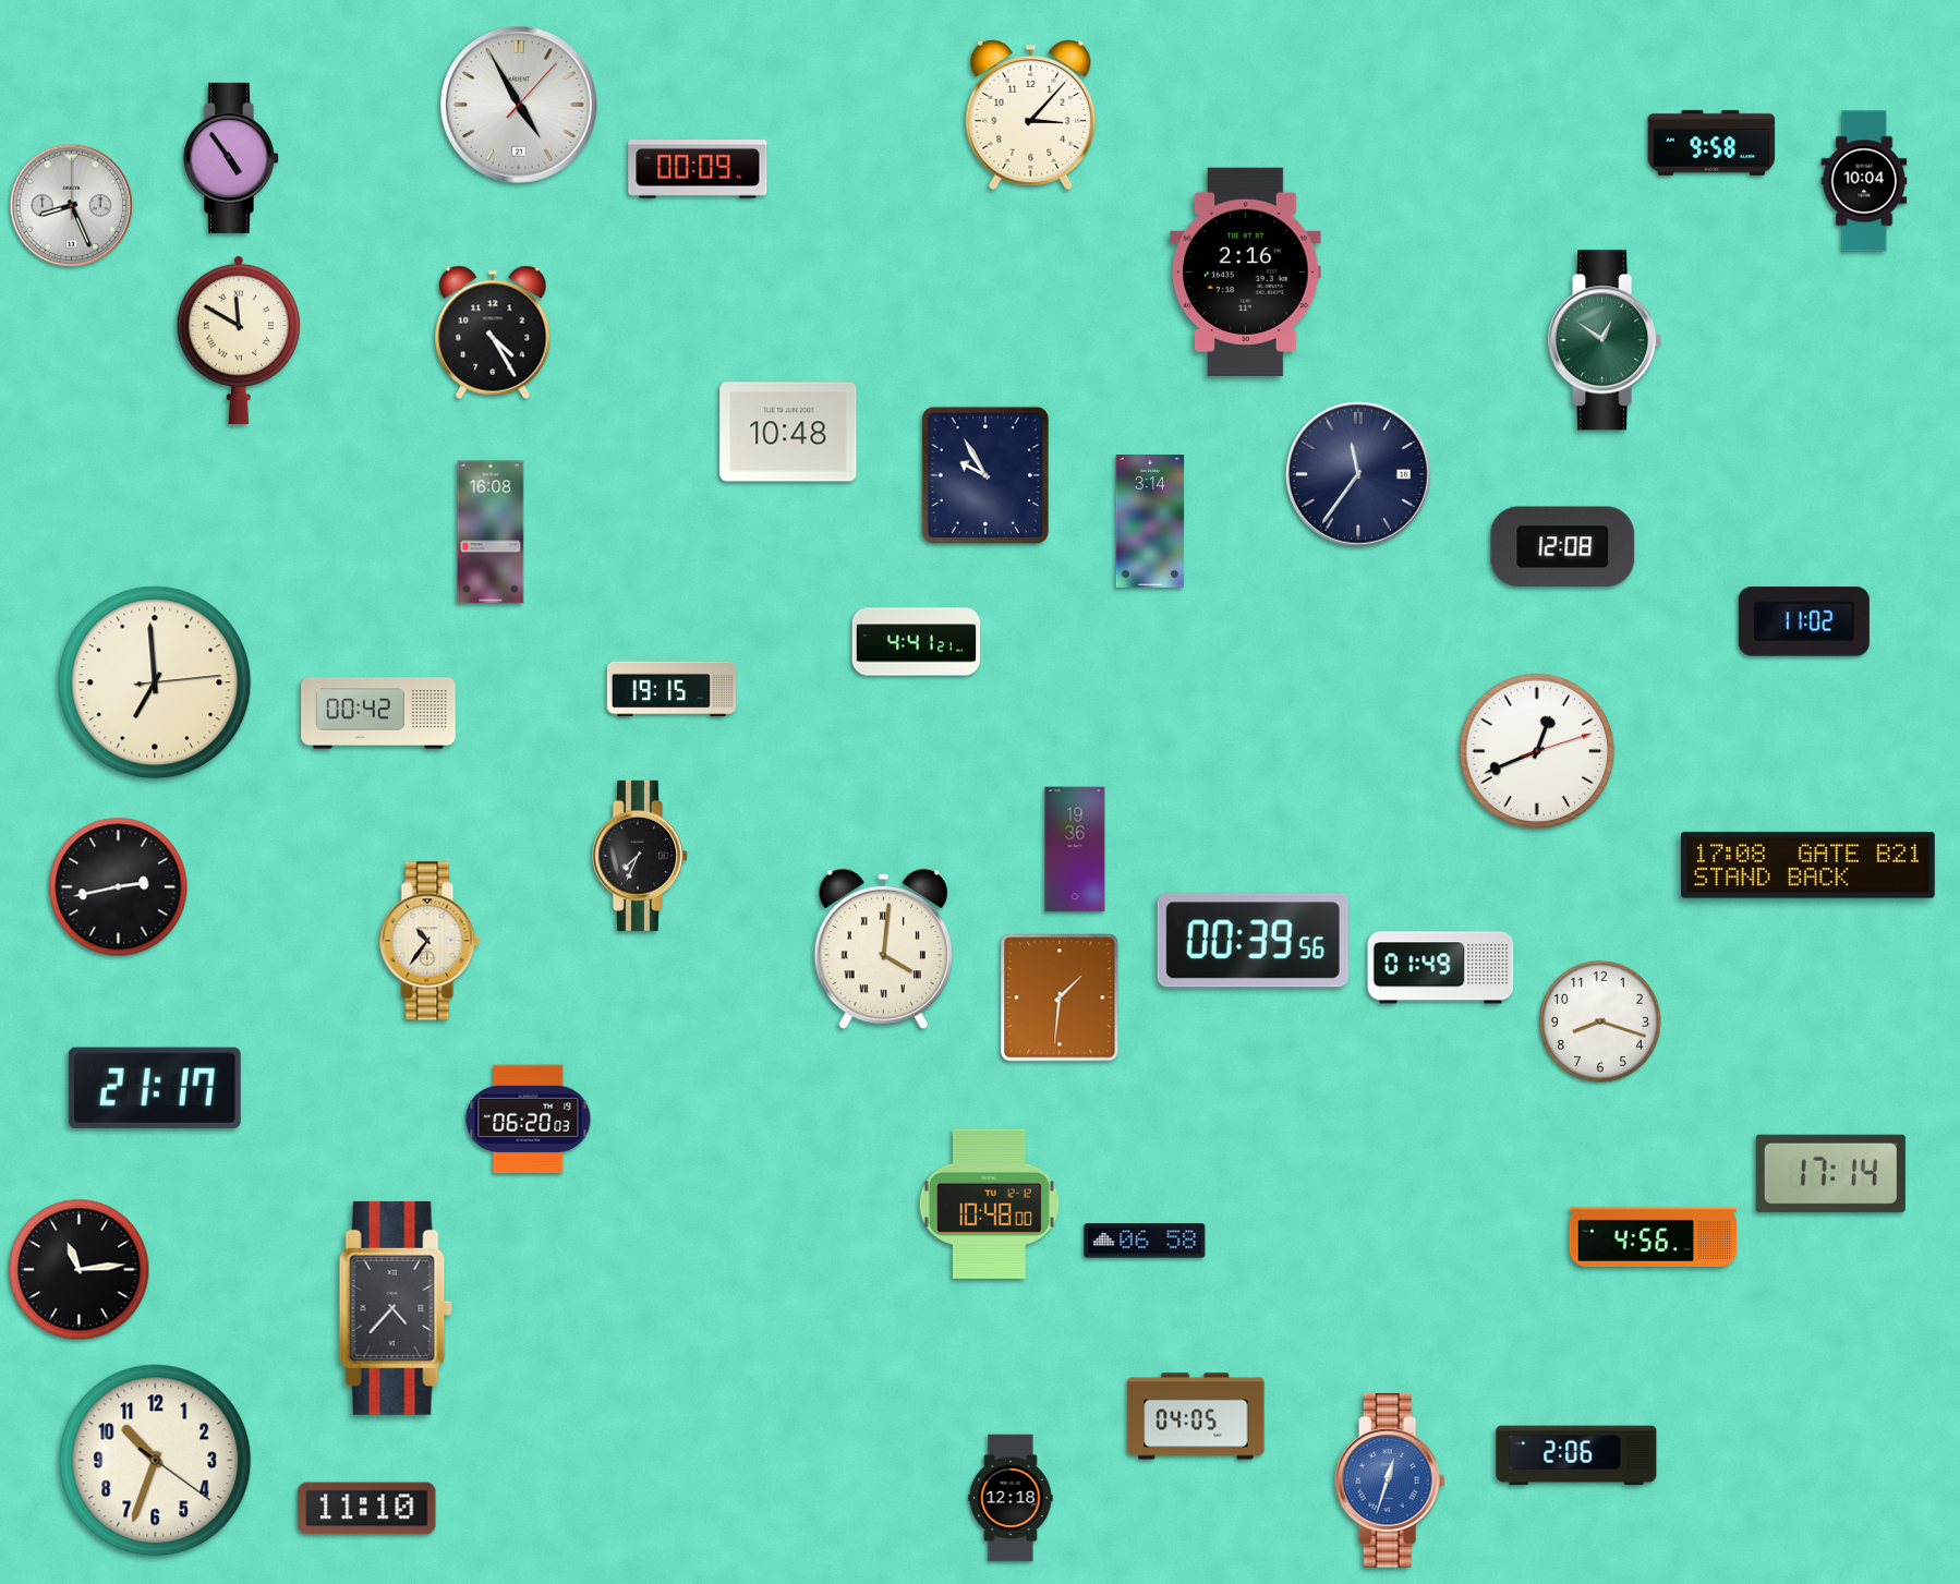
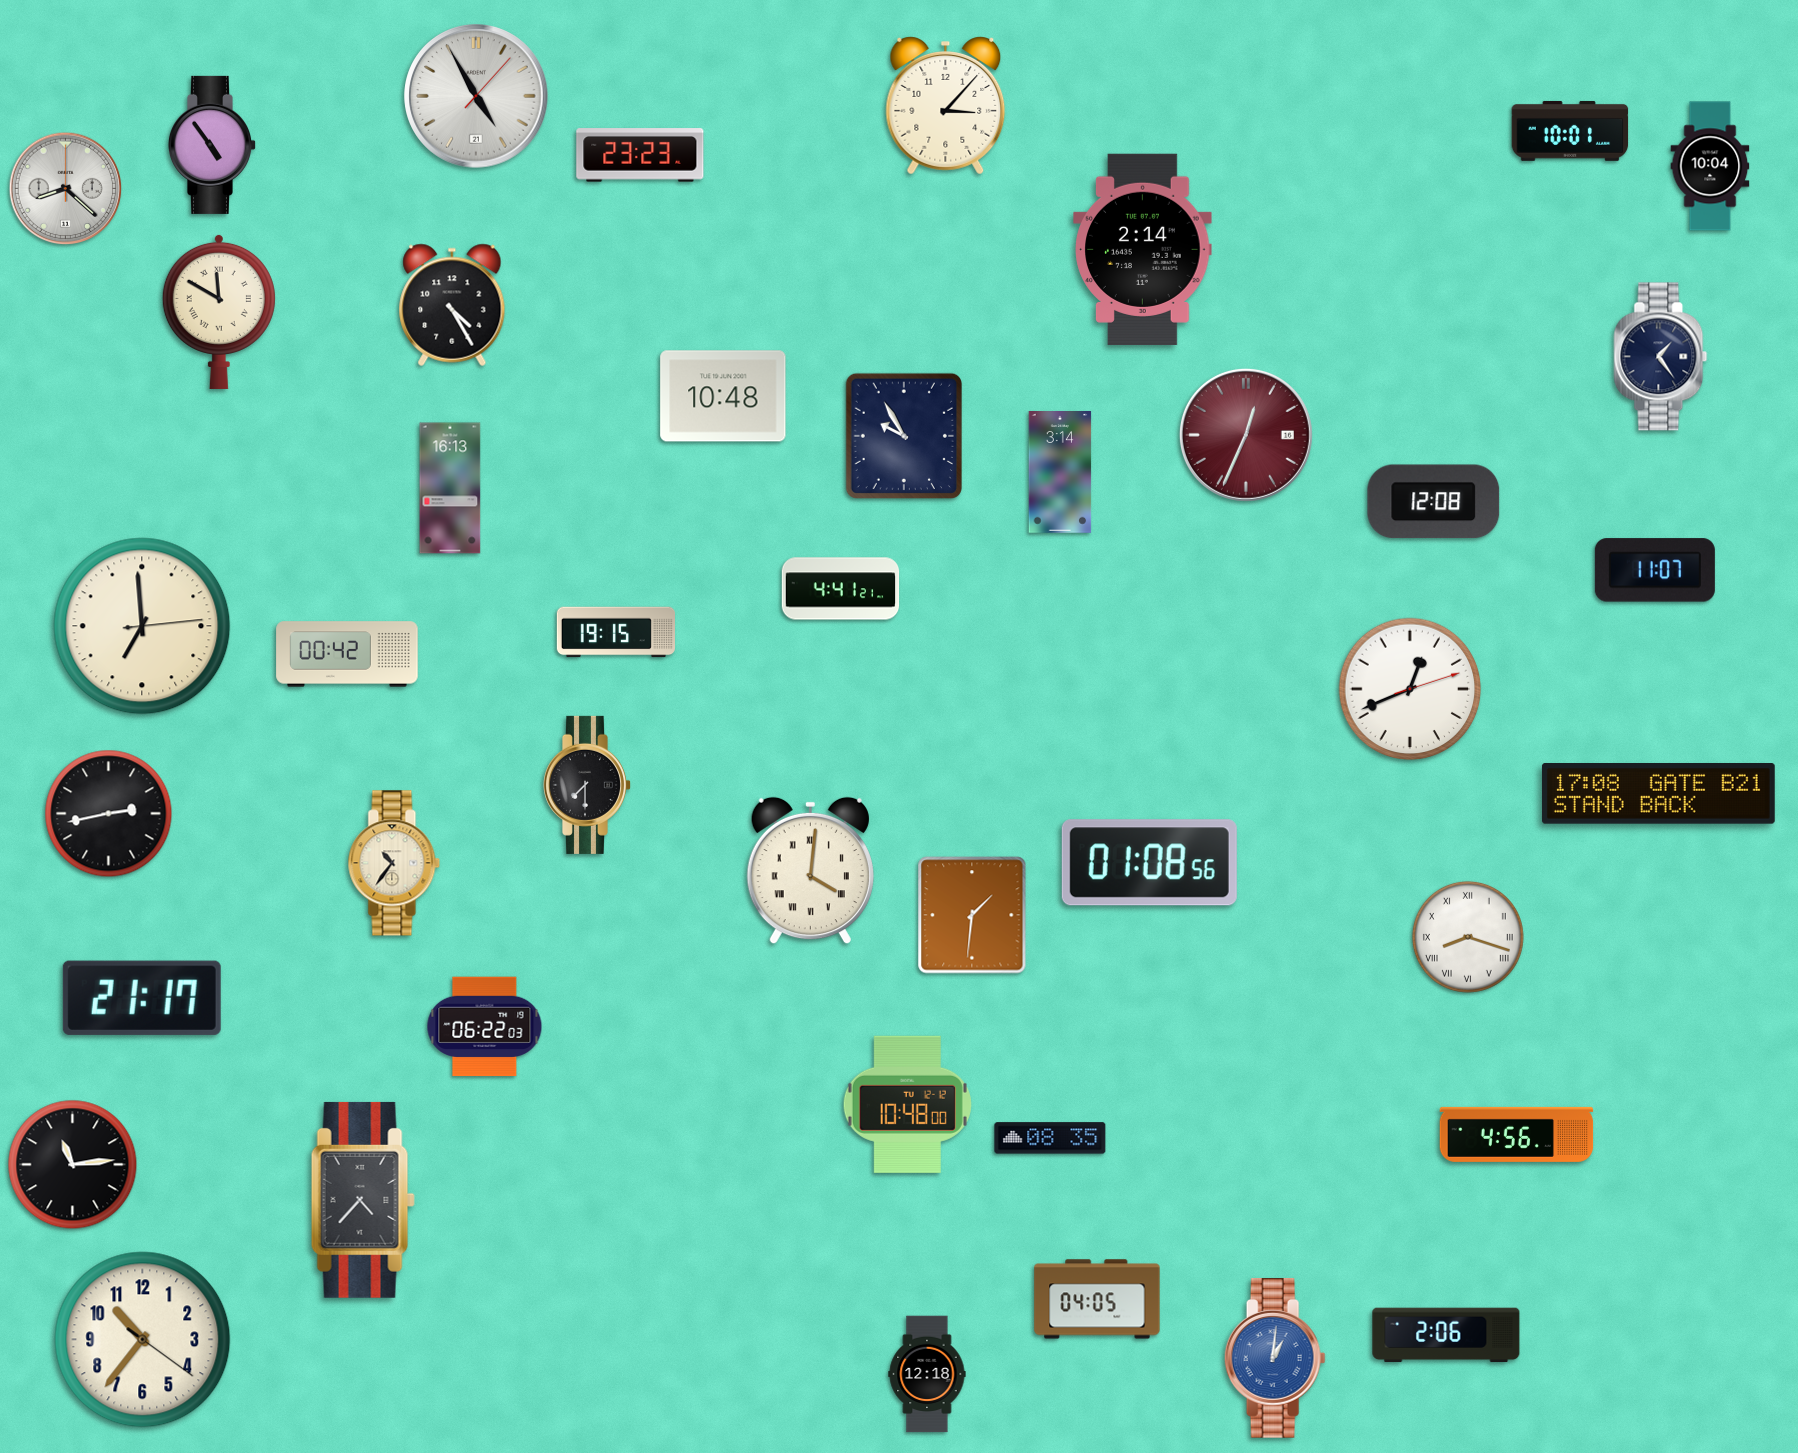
clock at (1711, 143): 9:58 -> 10:01
clock at (698, 169): 00:09 -> 23:23
clock at (72, 206): 8:26 -> 8:22
clock at (1246, 271): 2:16 -> 2:14
clock at (1605, 340): 12:51 -> none
clock at (1661, 357): none -> 1:24
clock at (1358, 474): 11:36 -> 12:34
clock at (1358, 474) dial: navy -> burgundy
clock at (1150, 522) position: (1150, 522) -> (1060, 473)
clock at (491, 532): 16:08 -> 16:13
clock at (1804, 621): 11:02 -> 11:07
clock at (1075, 849): 19:36 -> none
clock at (639, 856): 7:34 -> 7:30
clock at (1253, 941): 00:39 -> 01:08
clock at (1441, 968): 01:49 -> none
clock at (1600, 1021) numerals: Arabic -> Roman
clock at (529, 1120): 06:20 -> 06:22
clock at (1830, 1173): 17:14 -> none
clock at (1145, 1241): 06:58 -> 08:35
clock at (156, 1461): 10:33 -> 10:36
clock at (1390, 1482): 12:33 -> 1:01
clock at (367, 1509): 11:10 -> none
